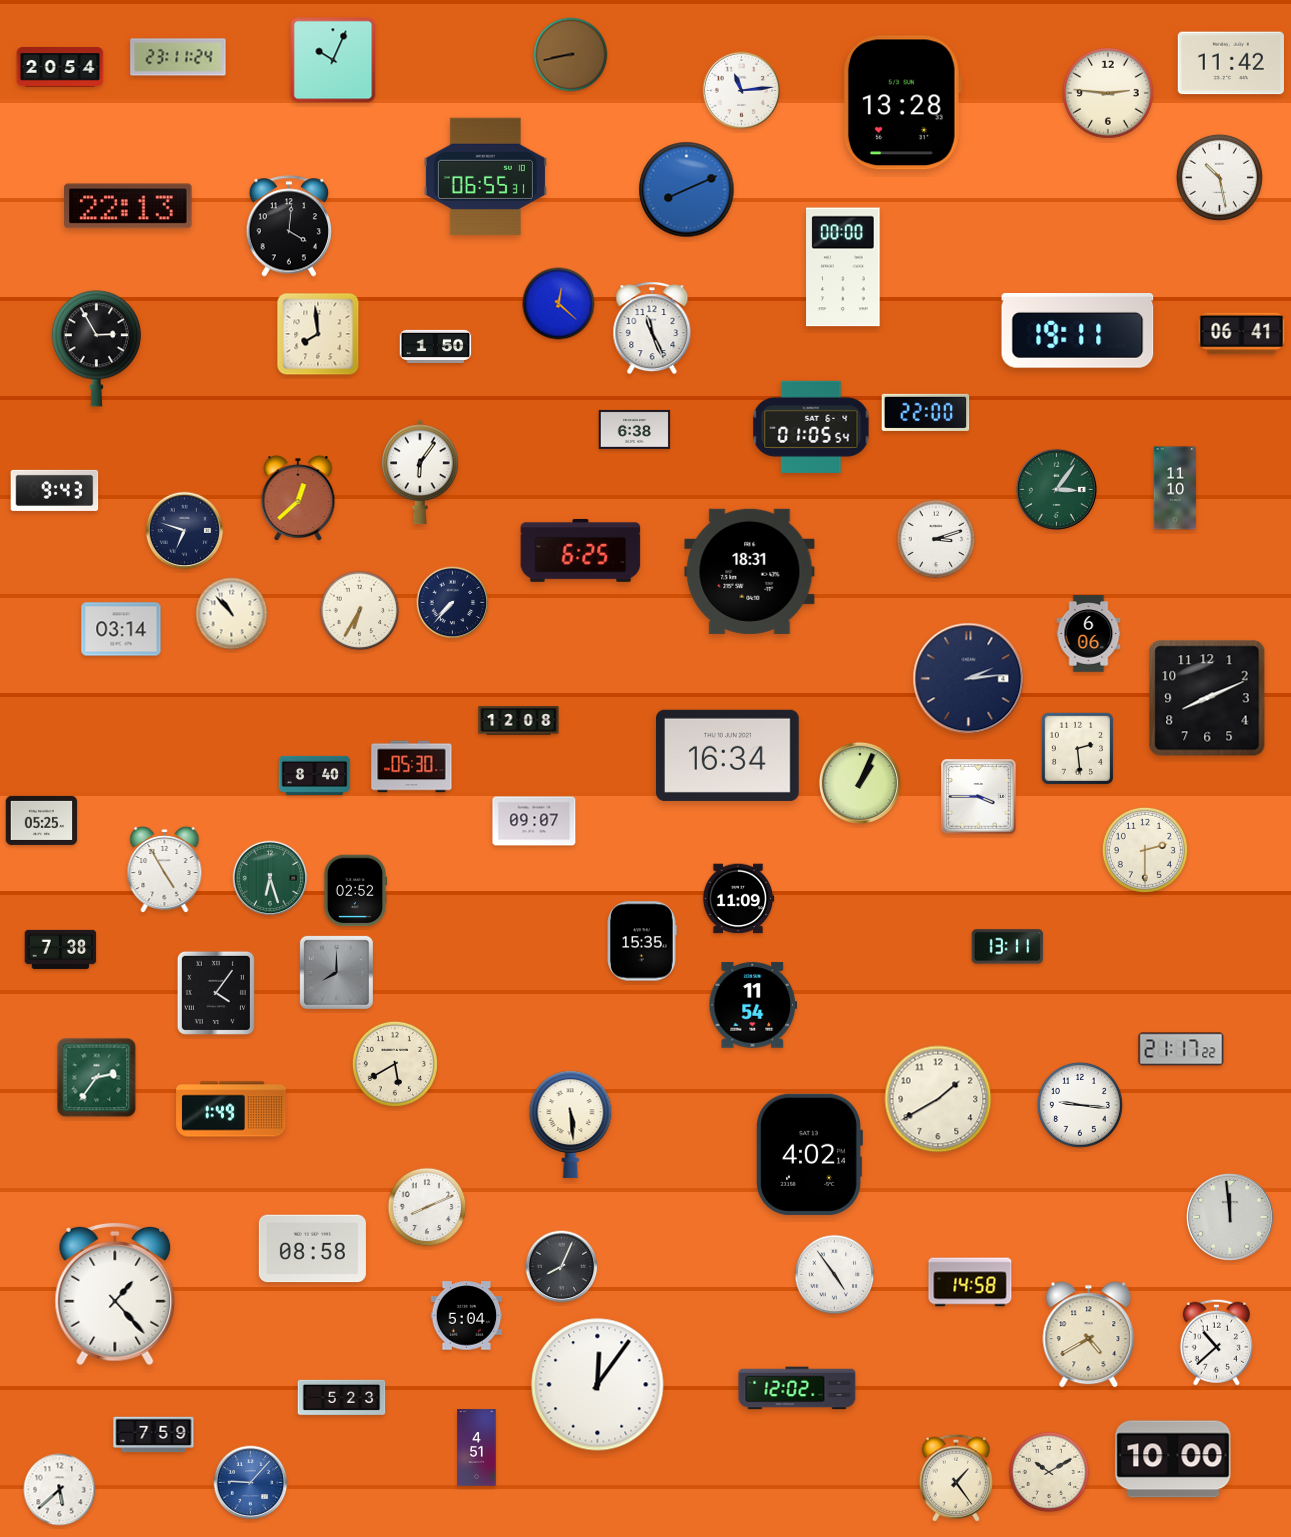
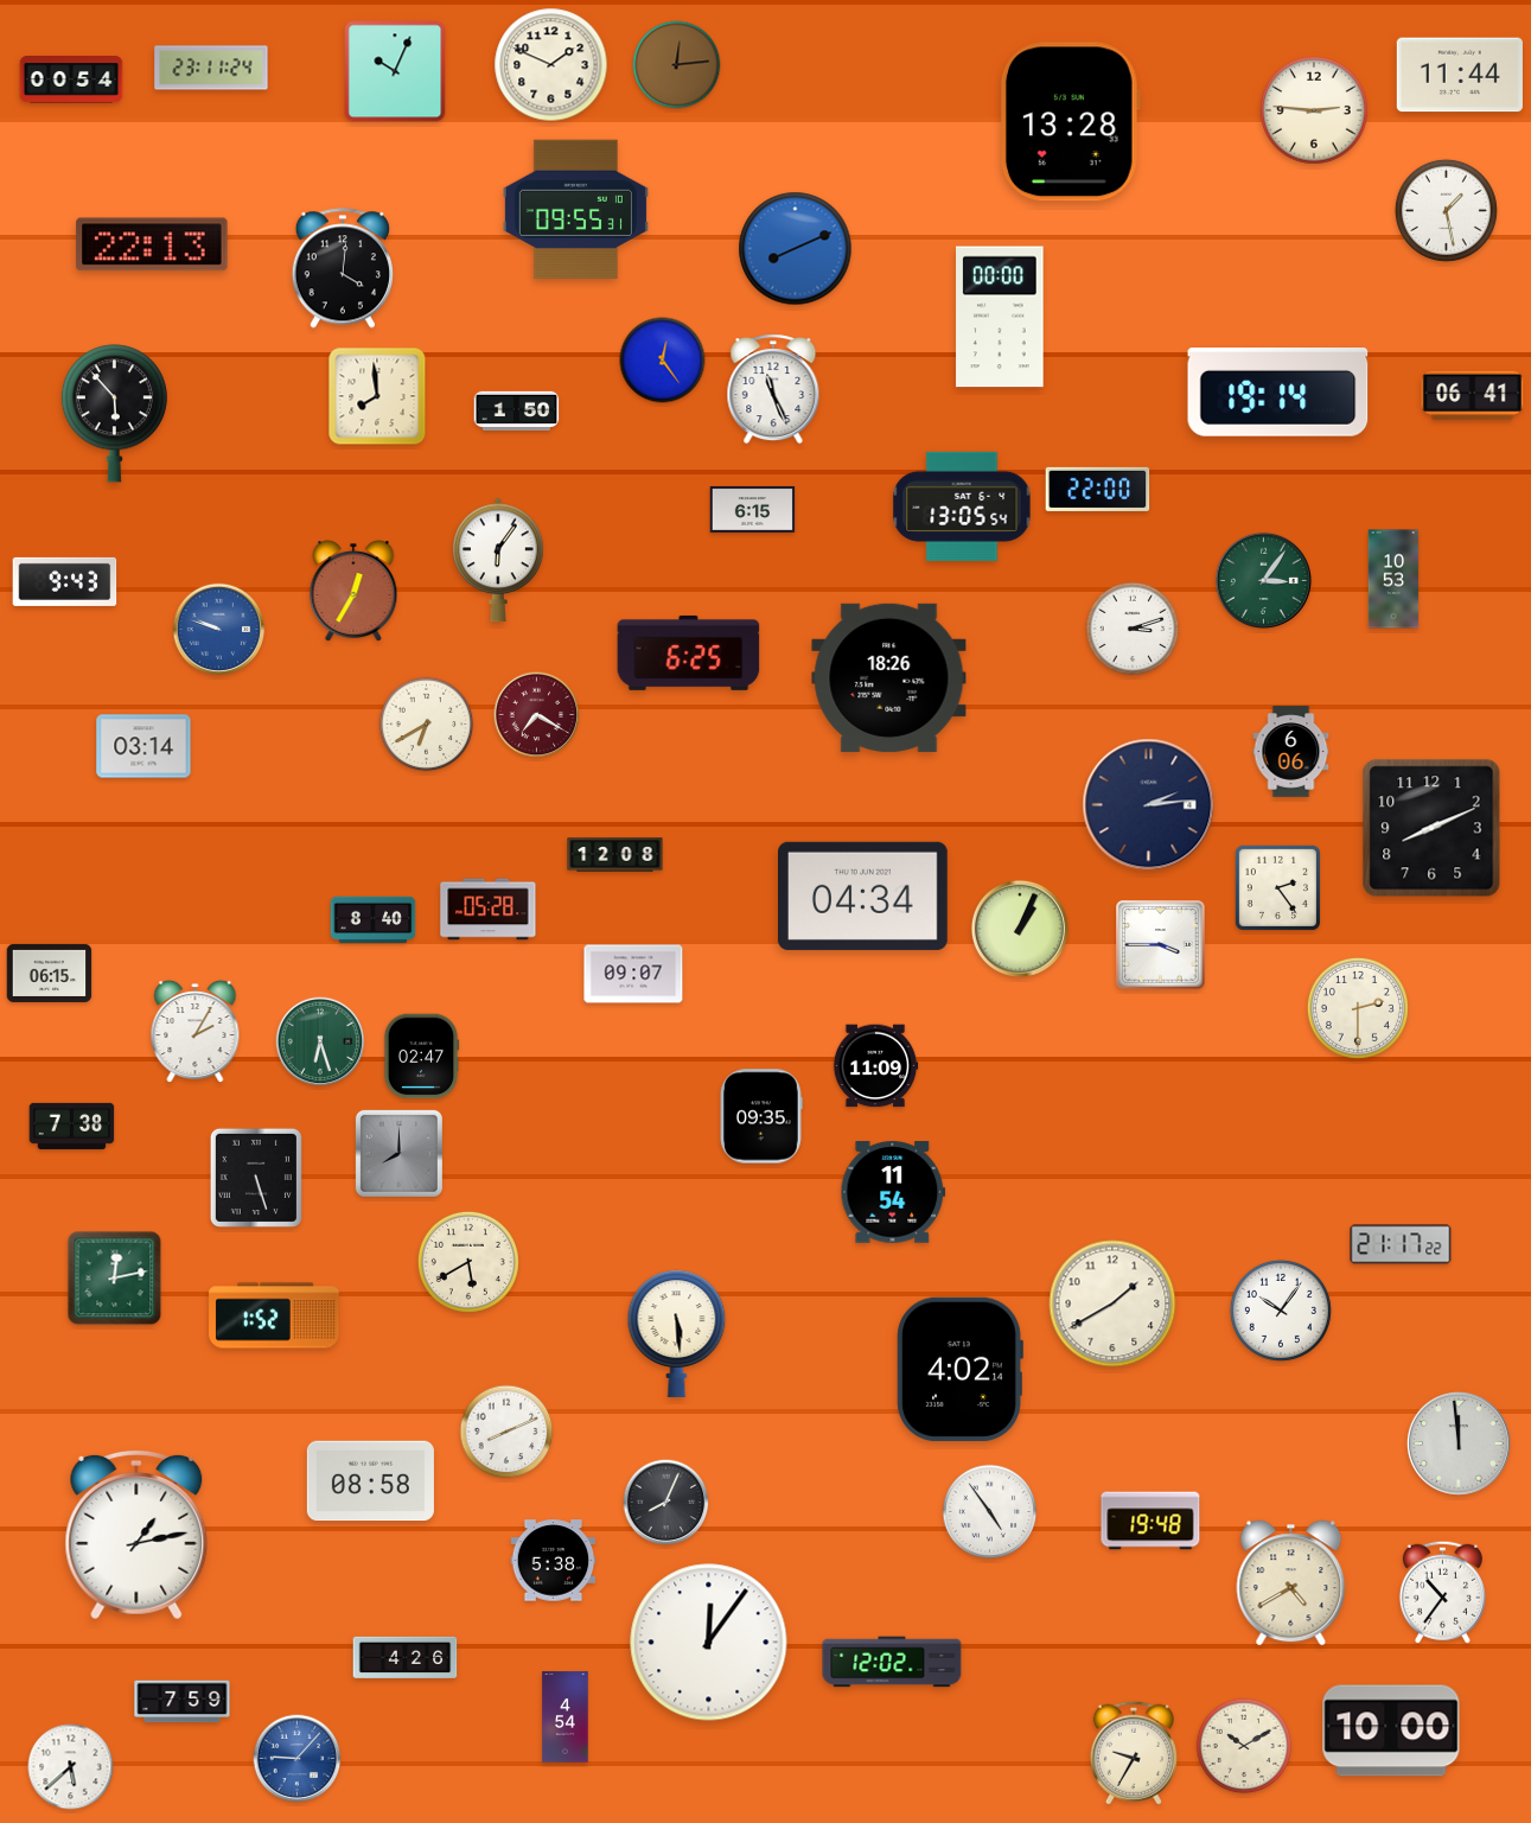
clock at (551, 65): none -> 1:49
clock at (571, 55): 8:43 -> 12:14
clock at (1231, 63): 11:42 -> 11:44
clock at (60, 67): 20:54 -> 00:54
clock at (742, 91): 11:14 -> none
clock at (485, 177): 06:55 -> 09:55
clock at (1219, 177): 10:28 -> 1:28
clock at (687, 190) position: (687, 190) -> (796, 249)
clock at (559, 304): 12:22 -> 12:24
clock at (1078, 331): 19:11 -> 19:14
clock at (96, 349): 2:55 -> 5:53
clock at (811, 427): 01:05 -> 13:05
clock at (635, 429): 6:38 -> 6:15
clock at (1175, 488): 11:10 -> 10:53
clock at (1056, 489) position: (1056, 489) -> (1263, 580)
clock at (298, 498): 12:38 -> 12:35
clock at (185, 531): 6:48 -> 9:48
clock at (185, 531) dial: navy -> blue
clock at (936, 539) position: (936, 539) -> (1133, 629)
clock at (750, 571): 18:31 -> 18:26
clock at (453, 603): 7:37 -> 7:20
clock at (453, 603) dial: navy -> burgundy
clock at (360, 611): 6:35 -> 6:40
clock at (232, 614): 10:53 -> none
clock at (1077, 748): 2:29 -> 2:24
clock at (728, 755): 16:34 -> 04:34
clock at (412, 767): 05:30 -> 05:28
clock at (42, 820): 05:25 -> 06:15
clock at (165, 870): 4:55 -> 2:05
clock at (355, 891): 02:52 -> 02:47
clock at (642, 941): 15:35 -> 09:35
clock at (1008, 947): 13:11 -> none
clock at (216, 993): 4:06 -> 5:27
clock at (97, 1078): 2:36 -> 12:13
clock at (1080, 1105): 9:16 -> 10:06
clock at (231, 1109): 1:49 -> 1:52
clock at (970, 1282): 14:58 -> 19:48
clock at (115, 1294): 1:23 -> 1:13
clock at (467, 1316): 5:04 -> 5:38
clock at (1216, 1342): 10:38 -> 10:36
clock at (797, 1388) position: (797, 1388) -> (892, 1662)
clock at (342, 1398): 5:23 -> 4:26
clock at (477, 1448): 4:51 -> 4:54
clock at (956, 1478): 1:24 -> 9:35
